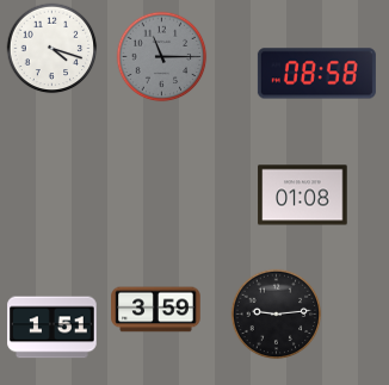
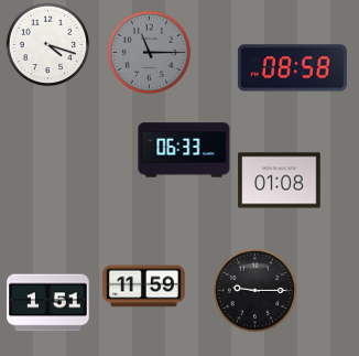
clock at (184, 150): none -> 06:33
clock at (156, 310): 3:59 -> 11:59
clock at (277, 315): 9:14 -> 9:15
